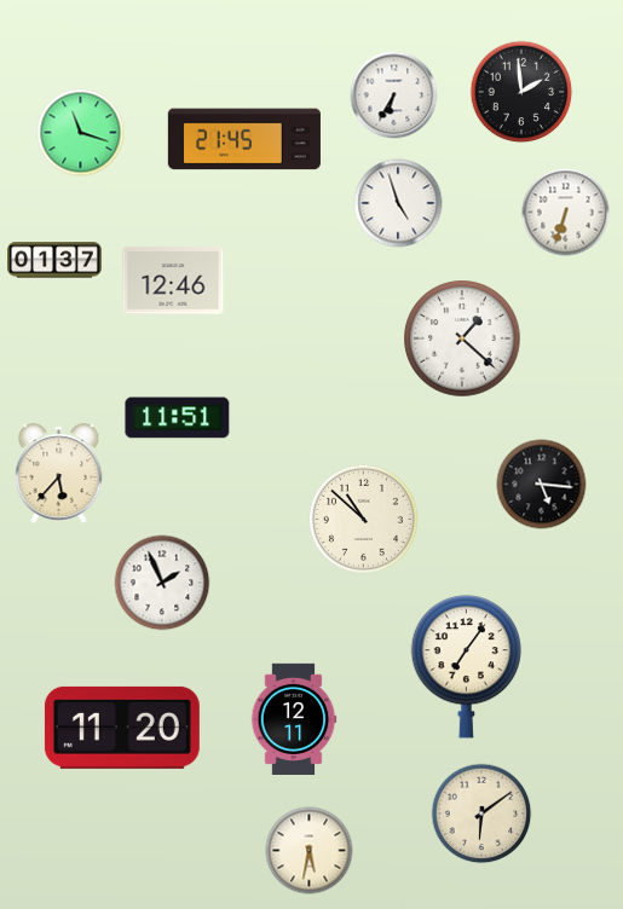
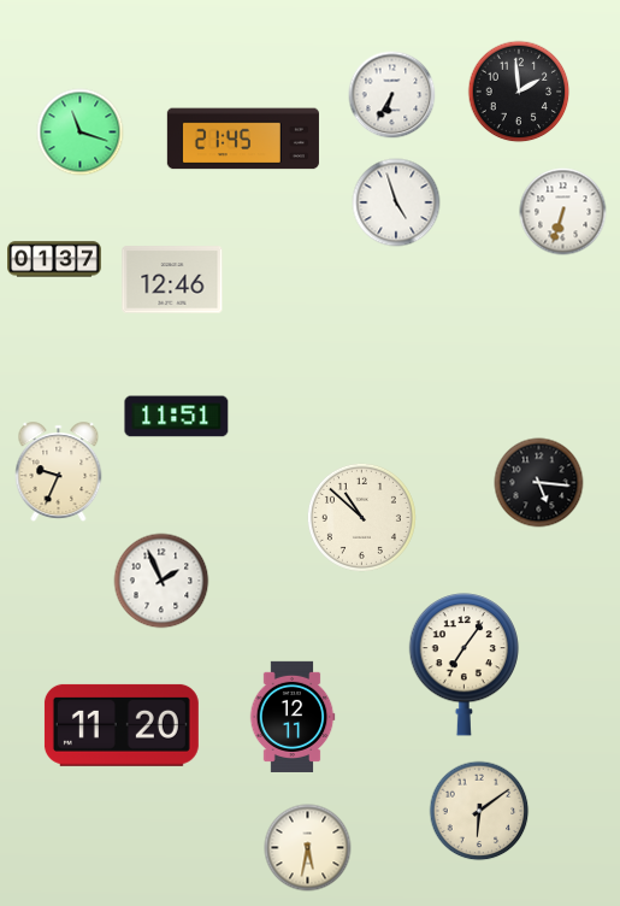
clock at (462, 338): 1:22 -> none
clock at (59, 474): 5:37 -> 9:34
